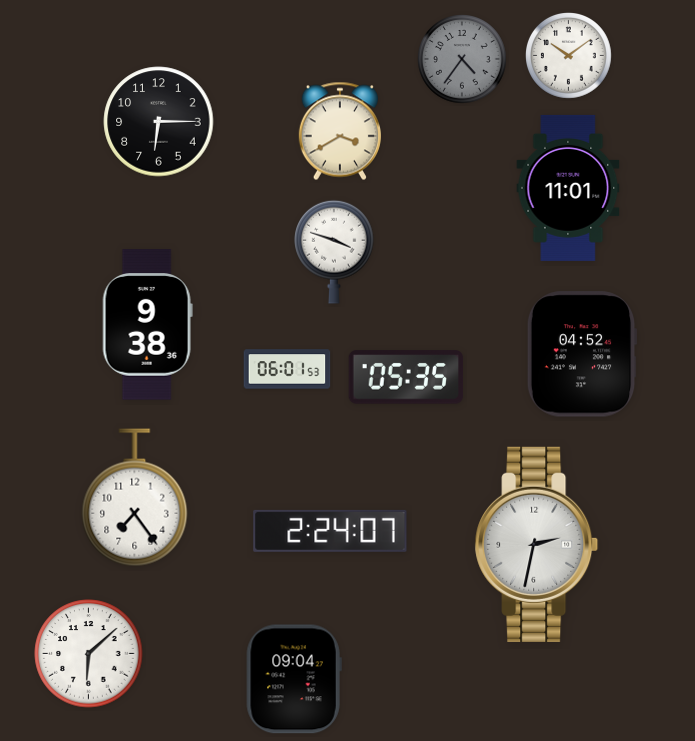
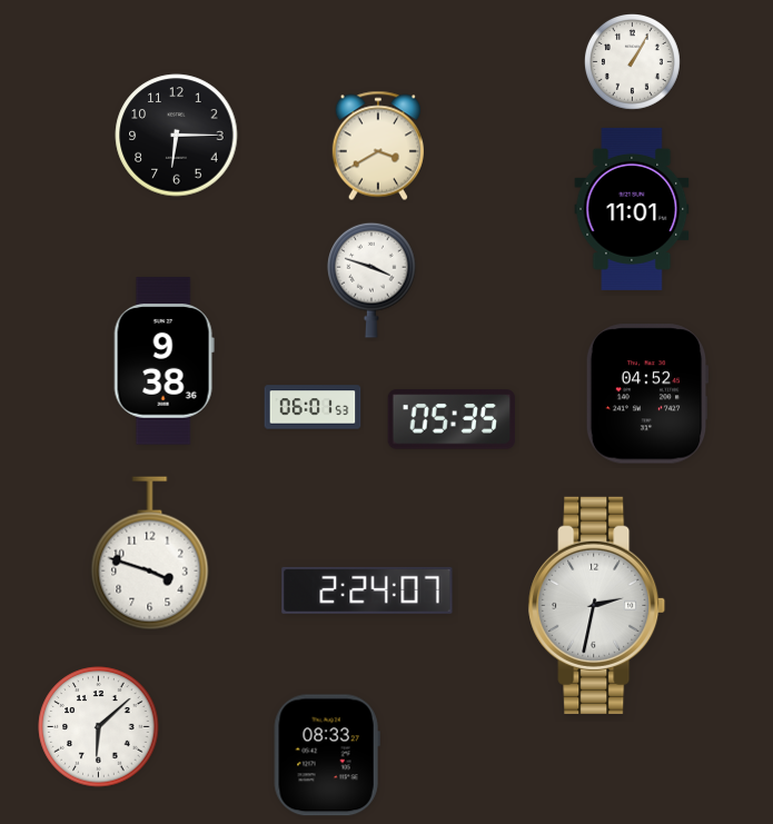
clock at (569, 56): 10:09 -> 1:05
clock at (463, 60): 4:36 -> none
clock at (287, 369) position: (287, 369) -> (313, 407)
clock at (135, 498): 7:24 -> 3:48
clock at (294, 679): 09:04 -> 08:33
